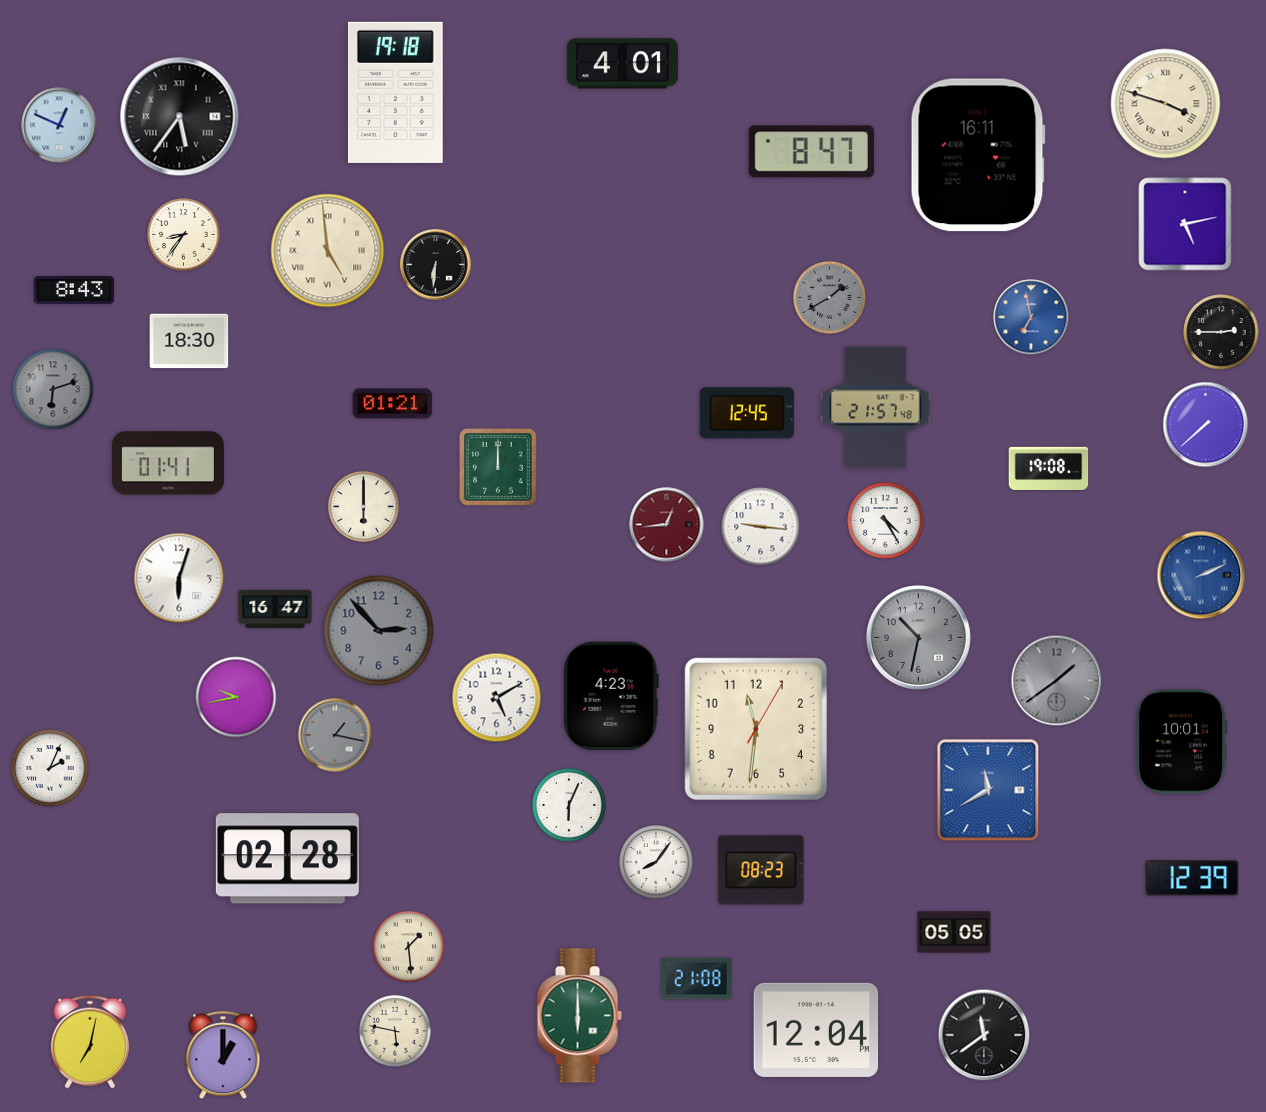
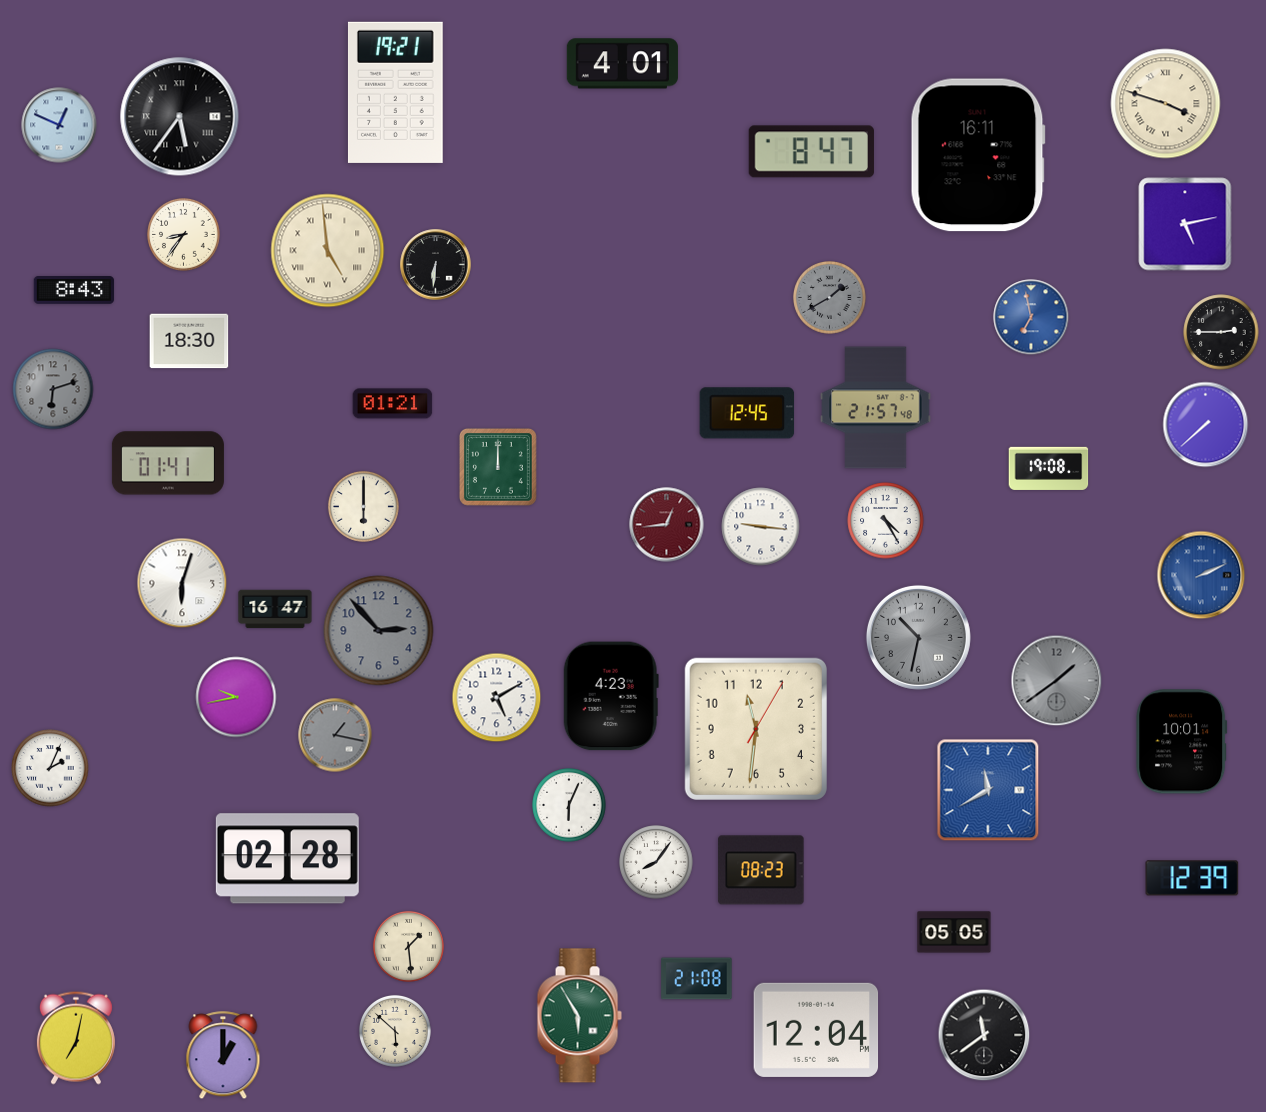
clock at (395, 92): 19:18 -> 19:21
clock at (179, 578) position: (179, 578) -> (182, 583)
clock at (579, 1016): 6:00 -> 5:55
clock at (395, 1031): 5:47 -> 5:52
clock at (90, 1042) position: (90, 1042) -> (76, 1038)
